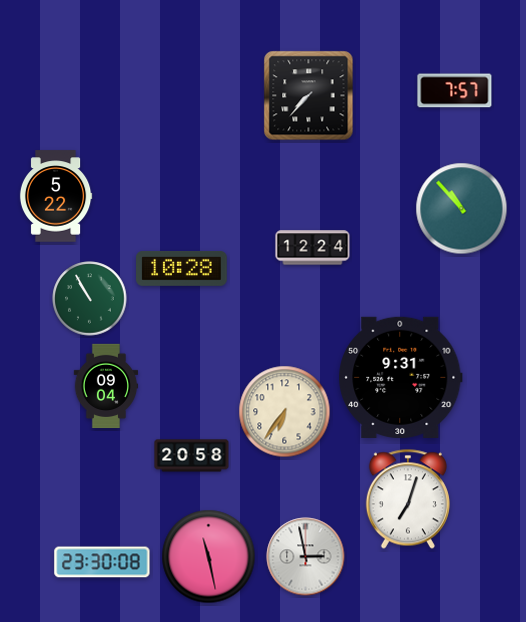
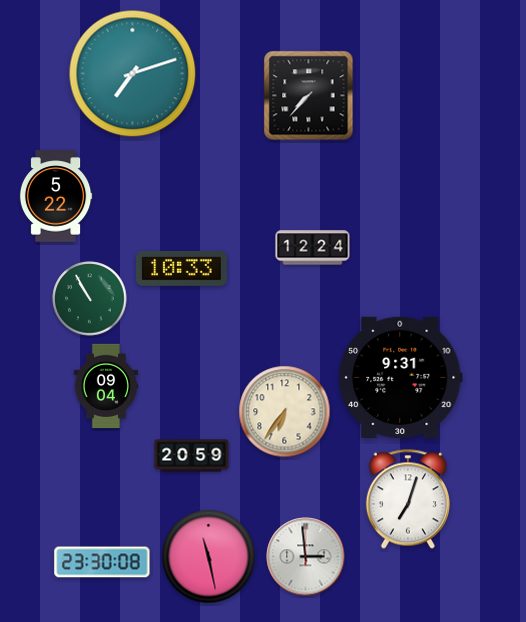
clock at (133, 74): none -> 7:12
clock at (455, 91): 7:57 -> none
clock at (462, 209): 10:53 -> none
clock at (182, 268): 10:28 -> 10:33
clock at (192, 456): 20:58 -> 20:59
clock at (306, 557): 2:58 -> 2:59
